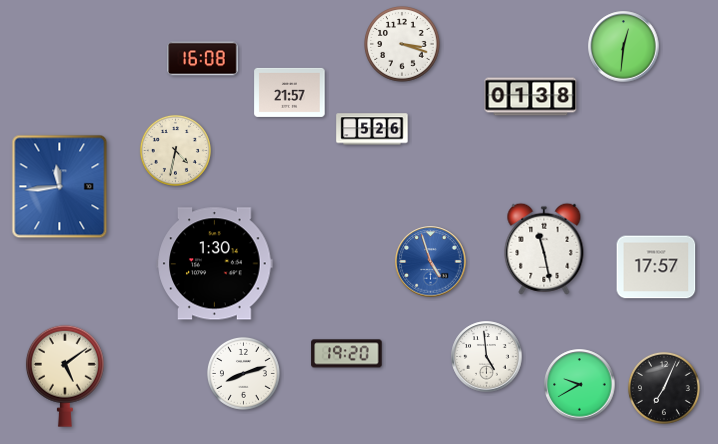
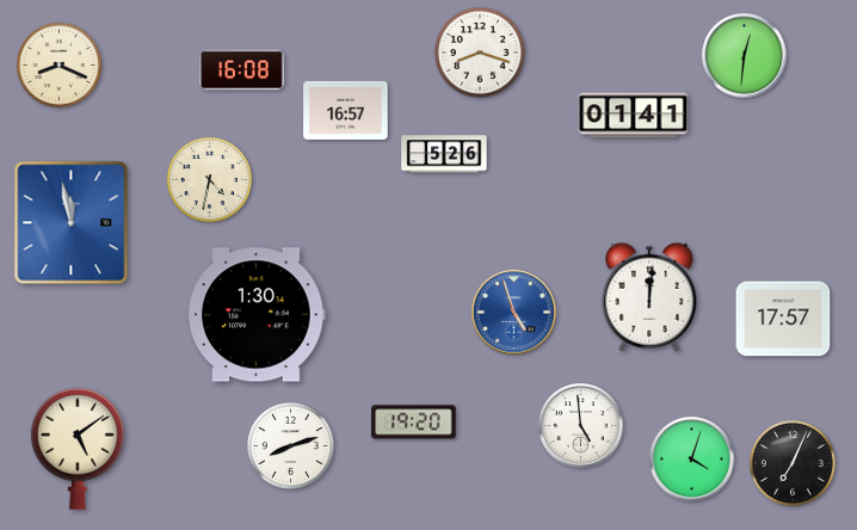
clock at (402, 44): 3:18 -> 8:18
clock at (58, 64): none -> 8:19
clock at (290, 92): 21:57 -> 16:57
clock at (531, 97): 01:38 -> 01:41
clock at (60, 187): 11:44 -> 11:58
clock at (544, 249): 11:28 -> 12:01
clock at (580, 385): 9:40 -> 4:03
